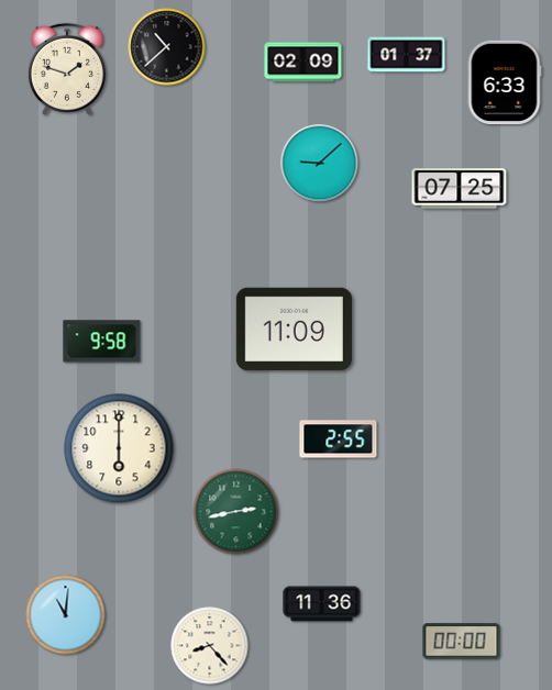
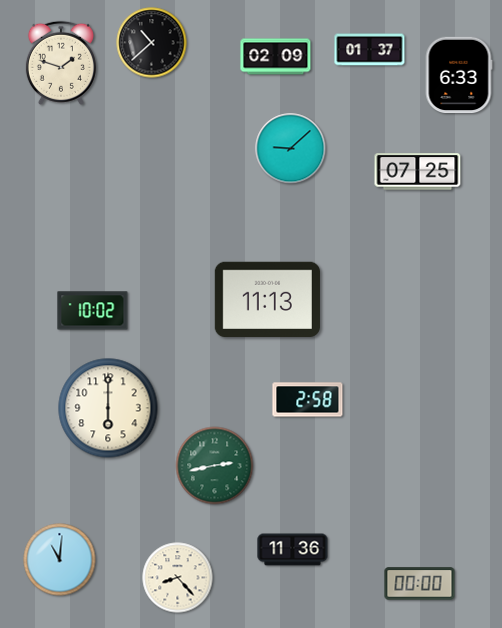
clock at (294, 329): 11:09 -> 11:13
clock at (102, 342): 9:58 -> 10:02
clock at (339, 439): 2:55 -> 2:58
clock at (210, 646) position: (210, 646) -> (178, 578)
